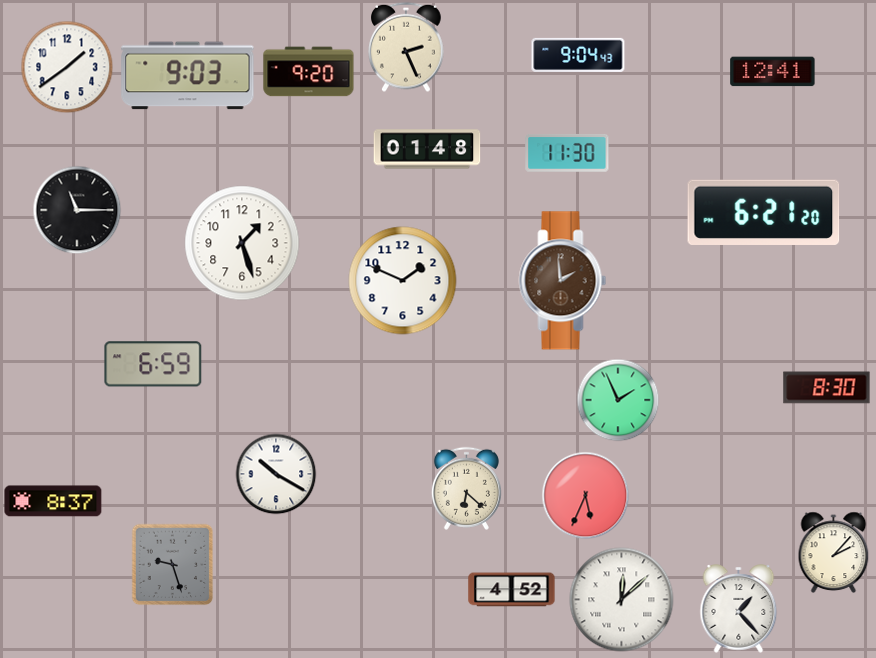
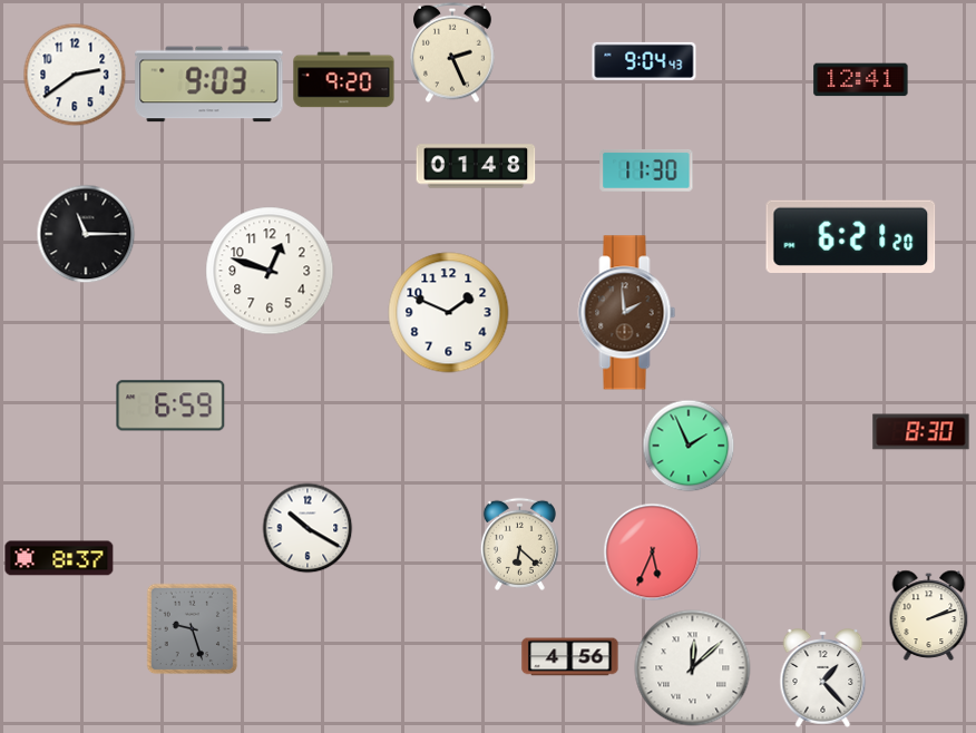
clock at (67, 67): 1:39 -> 2:39
clock at (567, 153) position: (567, 153) -> (646, 170)
clock at (242, 243): 1:27 -> 12:48
clock at (834, 552): 2:07 -> 2:12
clock at (512, 590): 4:52 -> 4:56
